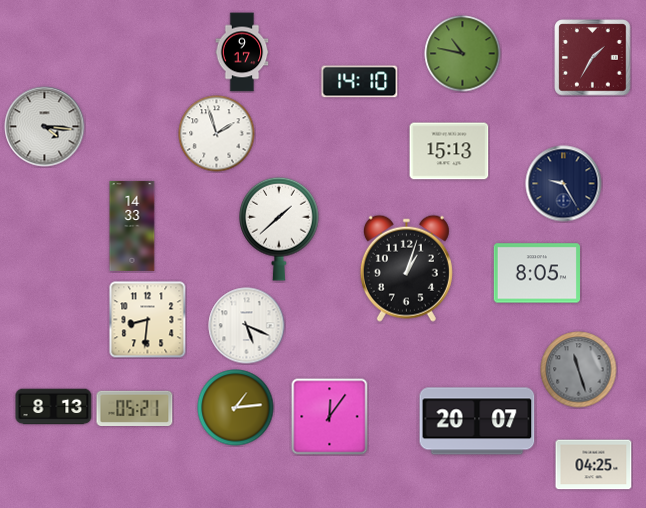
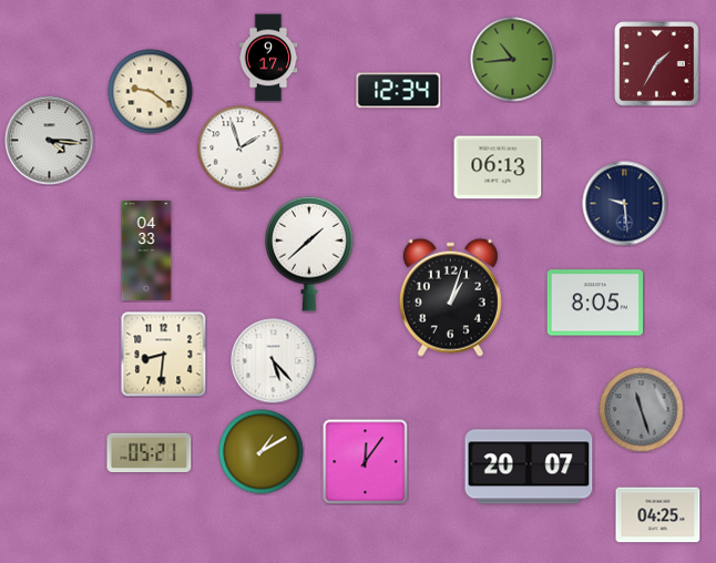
clock at (463, 54): 10:47 -> 10:44
clock at (360, 82): 14:10 -> 12:34
clock at (151, 92): none -> 9:21
clock at (449, 151): 15:13 -> 06:13
clock at (564, 184): 9:25 -> 9:29
clock at (132, 226): 14:33 -> 04:33
clock at (247, 326): 5:19 -> 5:23
clock at (54, 407): 8:13 -> none
clock at (236, 408): 1:14 -> 1:10
